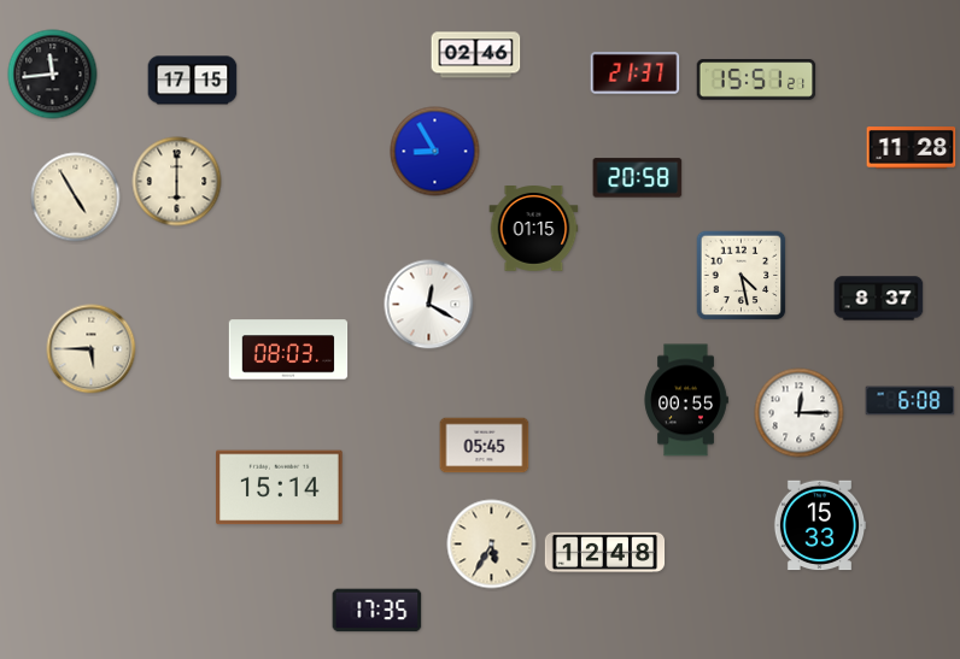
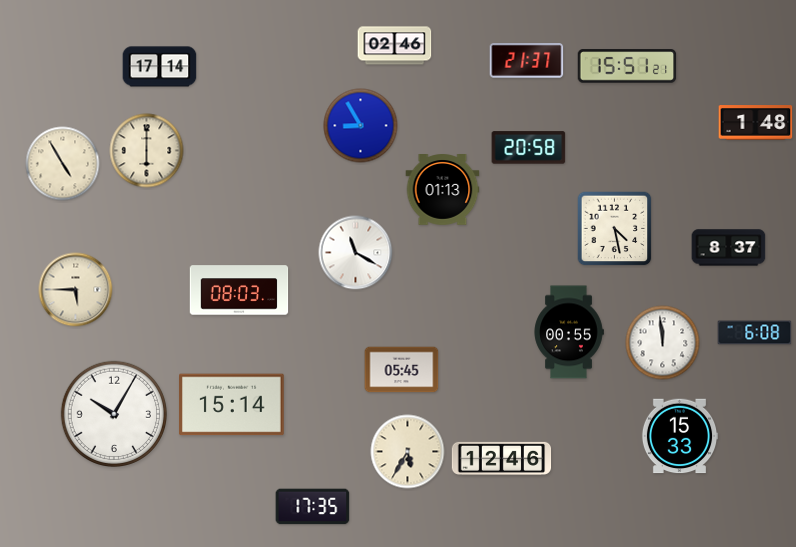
clock at (53, 75): 11:44 -> none
clock at (193, 81): 17:15 -> 17:14
clock at (912, 148): 11:28 -> 1:48
clock at (534, 229): 01:15 -> 01:13
clock at (429, 305): 12:20 -> 11:20
clock at (800, 413): 12:15 -> 11:59
clock at (113, 413): none -> 10:05
clock at (605, 552): 12:48 -> 12:46
